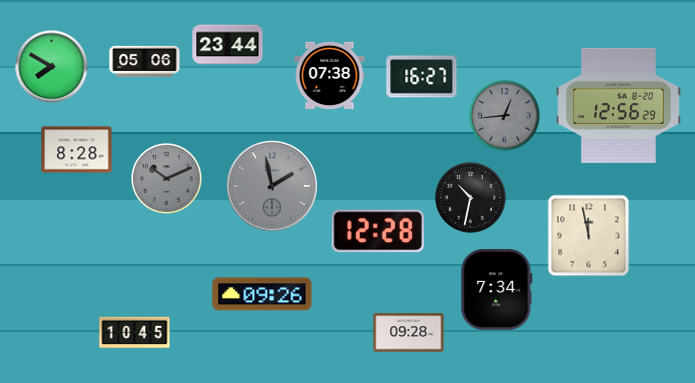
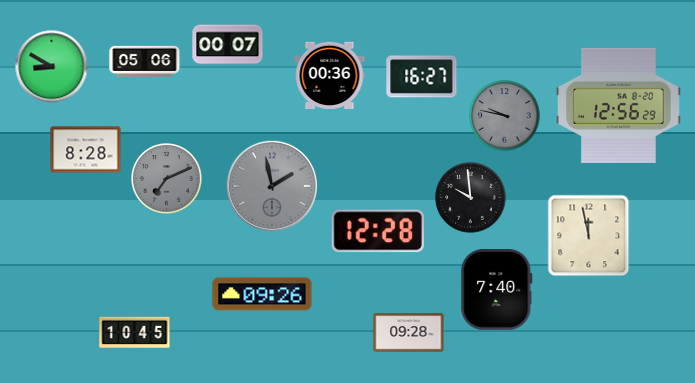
clock at (228, 45): 23:44 -> 00:07
clock at (52, 67): 7:50 -> 8:50
clock at (330, 75): 07:38 -> 00:36
clock at (505, 116): 12:44 -> 9:47
clock at (77, 150) position: (77, 150) -> (86, 150)
clock at (167, 179): 10:11 -> 7:11
clock at (471, 198): 10:32 -> 9:59
clock at (497, 290): 7:34 -> 7:40
